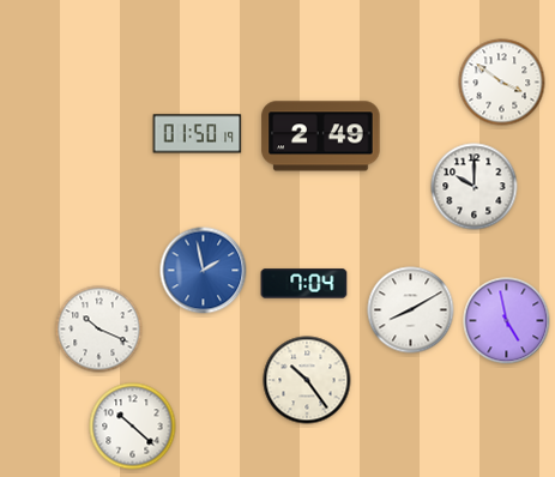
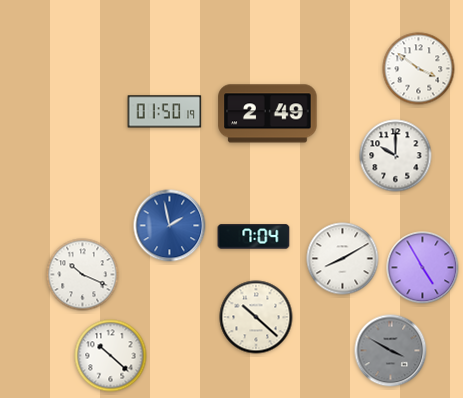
clock at (507, 321): 4:58 -> 4:55
clock at (307, 380): 10:24 -> 10:22
clock at (391, 351): none -> 3:50
